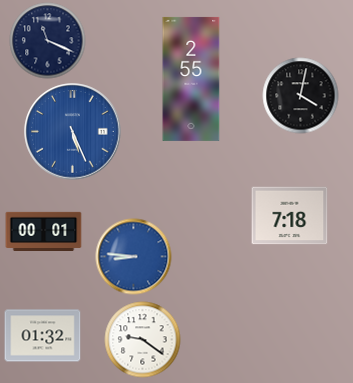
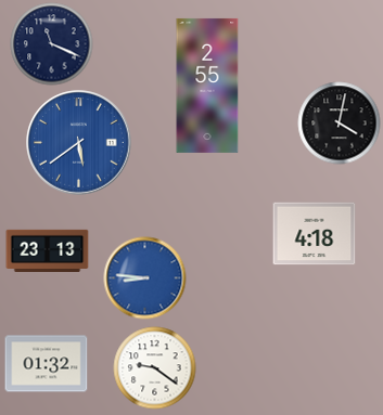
clock at (301, 96) position: (301, 96) -> (340, 124)
clock at (73, 132): 5:26 -> 5:39
clock at (290, 216): 7:18 -> 4:18
clock at (44, 231): 00:01 -> 23:13
